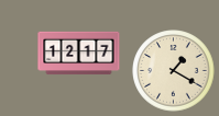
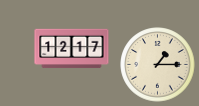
clock at (174, 71): 1:20 -> 1:15
